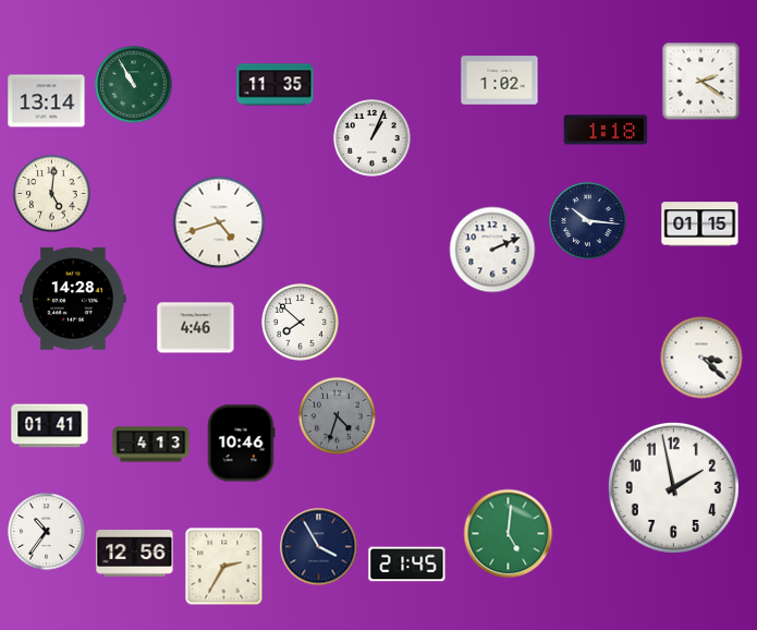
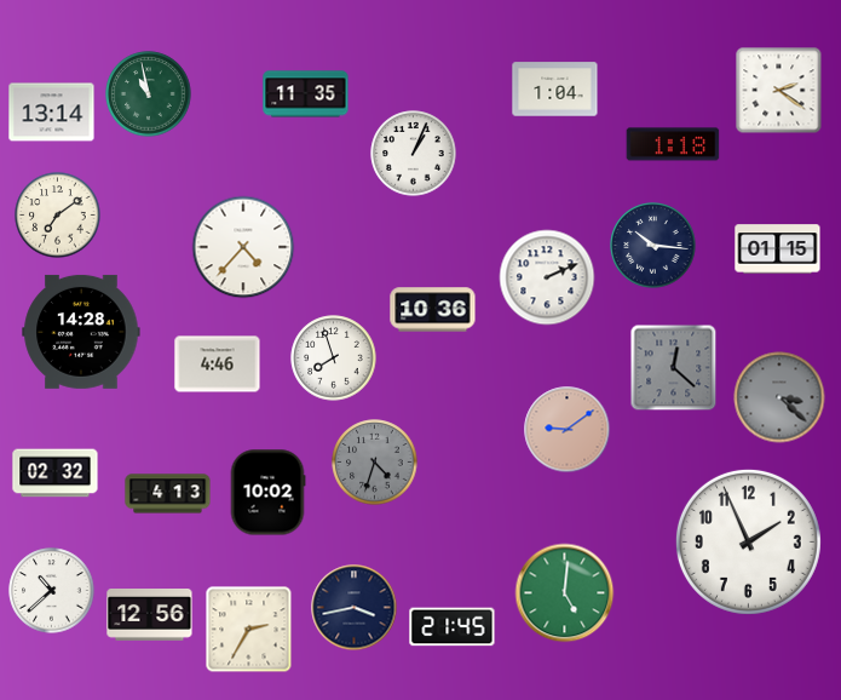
clock at (500, 81): 1:02 -> 1:04
clock at (134, 85): 10:55 -> 10:58
clock at (52, 194): 5:01 -> 7:09
clock at (219, 222): 4:42 -> 4:37
clock at (433, 310): none -> 10:36
clock at (301, 323): 7:52 -> 7:57
clock at (674, 368): none -> 12:22
clock at (701, 358) dial: white -> grey
clock at (568, 430): none -> 9:09
clock at (50, 426): 01:41 -> 02:32
clock at (241, 444): 10:46 -> 10:02
clock at (673, 487): 1:58 -> 1:56
clock at (47, 532): 10:36 -> 10:38
clock at (319, 547): 3:55 -> 3:43
